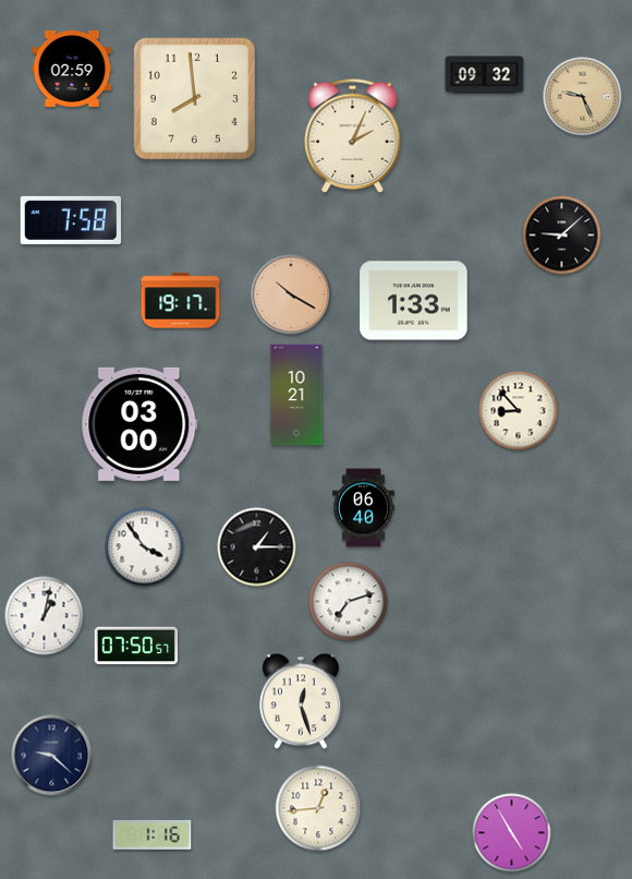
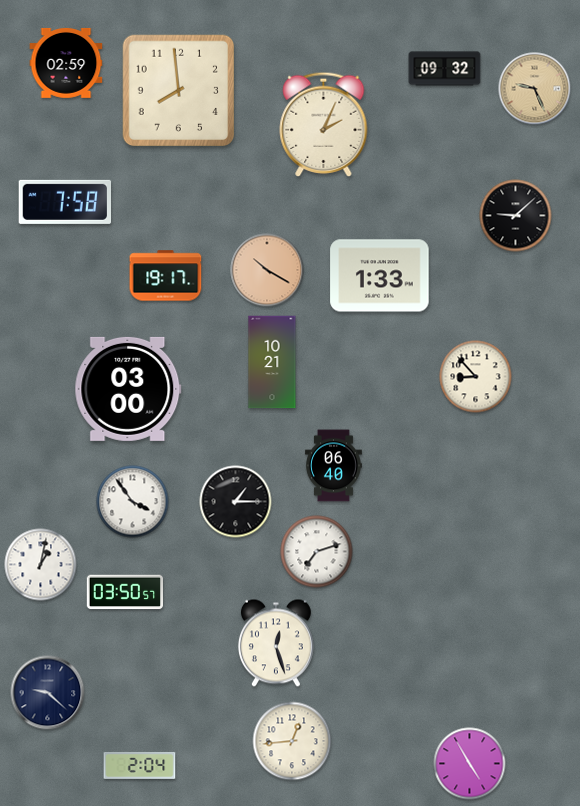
clock at (349, 602) position: (349, 602) -> (317, 552)
clock at (135, 646): 07:50 -> 03:50
clock at (153, 834): 1:16 -> 2:04
